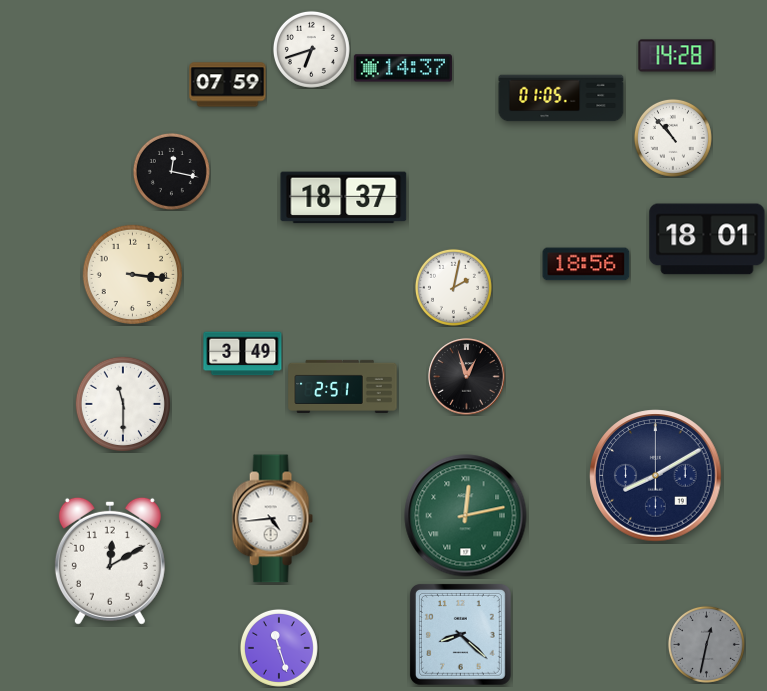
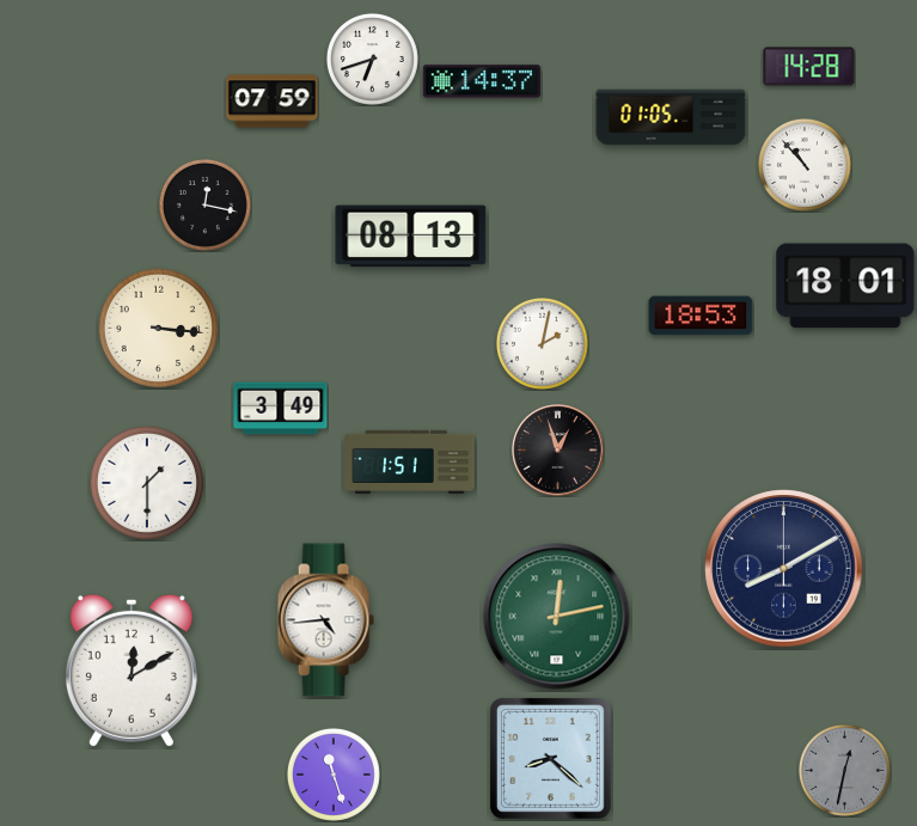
clock at (344, 198): 18:37 -> 08:13
clock at (586, 264): 18:56 -> 18:53
clock at (243, 354) position: (243, 354) -> (281, 409)
clock at (343, 386): 2:51 -> 1:51
clock at (123, 404): 11:30 -> 1:30
